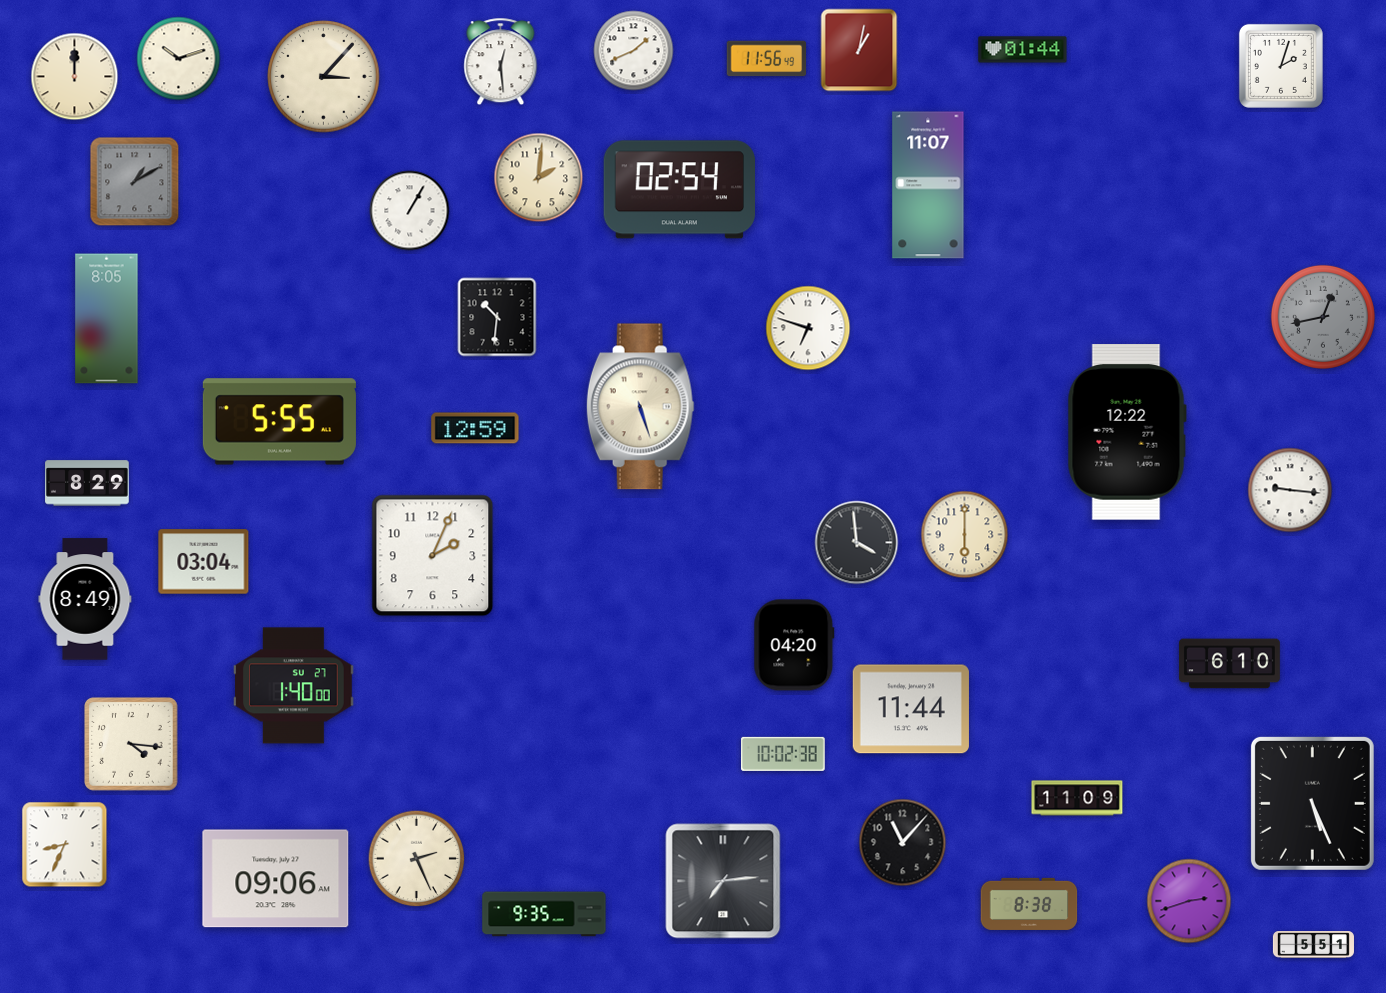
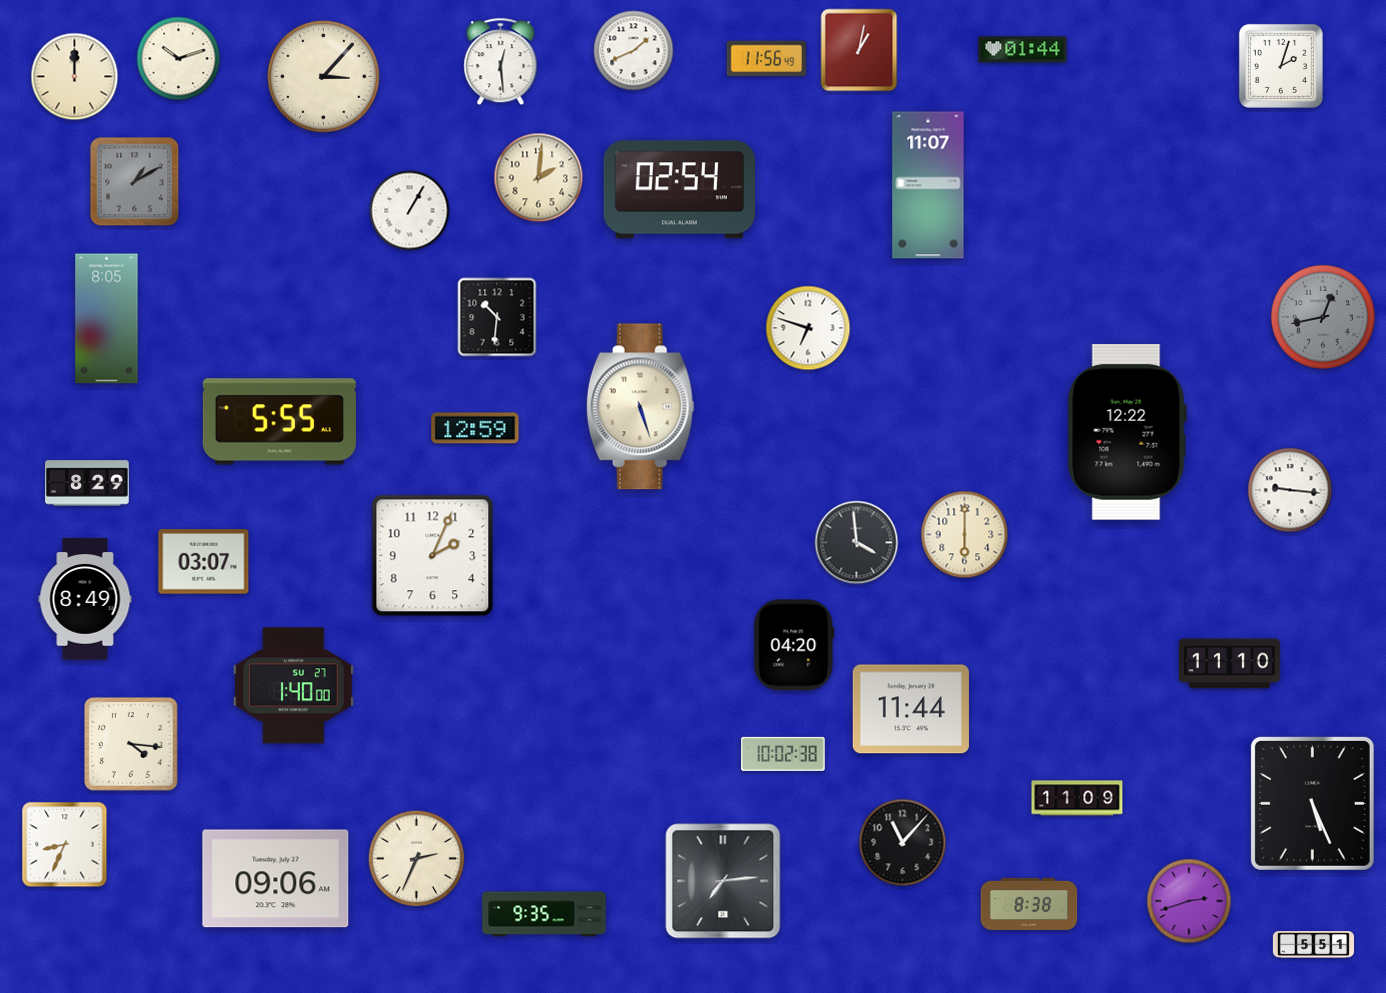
clock at (204, 562): 03:04 -> 03:07
clock at (1229, 664): 6:10 -> 11:10
clock at (417, 859): 2:26 -> 2:34
